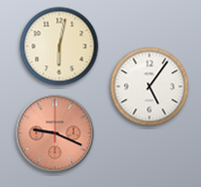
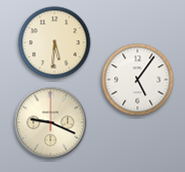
clock at (60, 47): 6:02 -> 5:31
clock at (55, 134) dial: salmon -> cream
